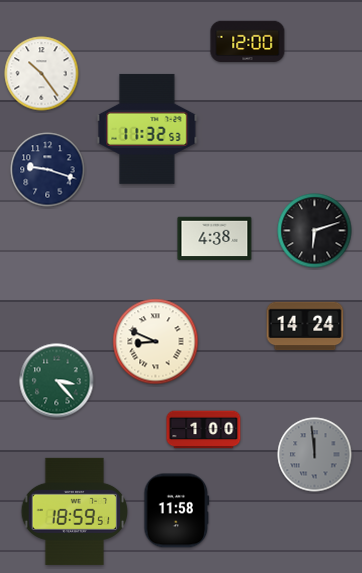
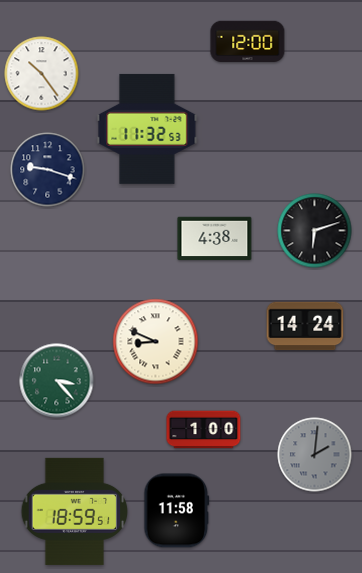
clock at (315, 455): 11:59 -> 2:01
